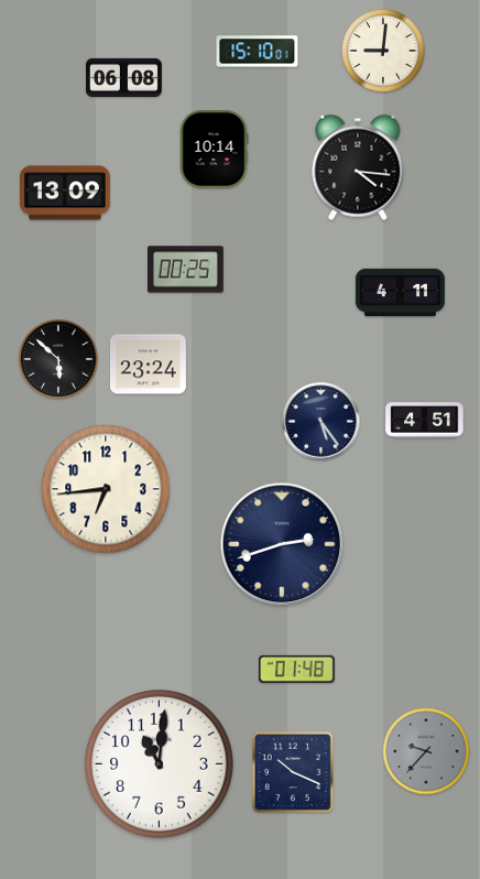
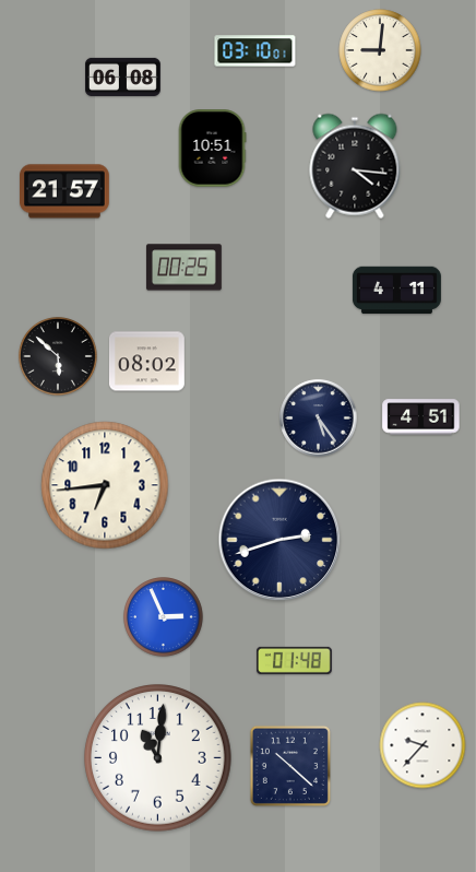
clock at (258, 52): 15:10 -> 03:10
clock at (214, 150): 10:14 -> 10:51
clock at (66, 193): 13:09 -> 21:57
clock at (148, 365): 23:24 -> 08:02
clock at (164, 617): none -> 2:56
clock at (296, 669) position: (296, 669) -> (294, 660)
clock at (426, 751) dial: grey -> white
clock at (293, 772): 10:19 -> 10:22
